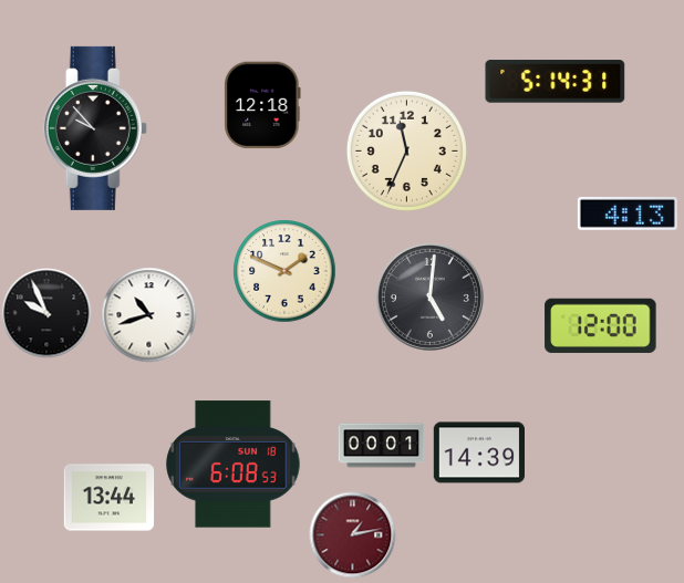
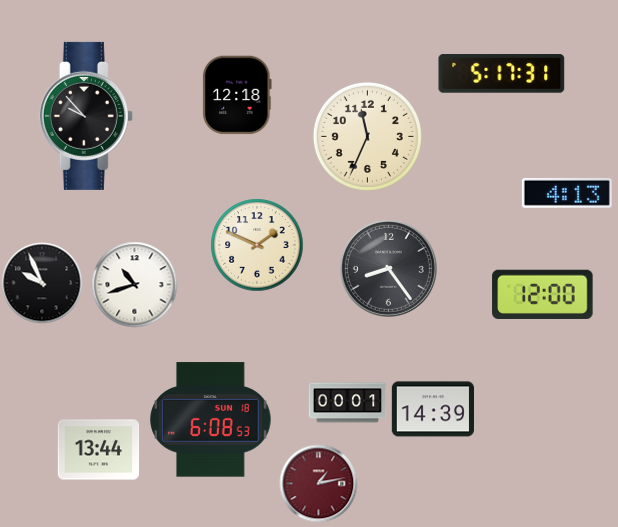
clock at (556, 82): 5:14 -> 5:17
clock at (429, 296): 5:01 -> 8:24
clock at (381, 446) position: (381, 446) -> (347, 403)
